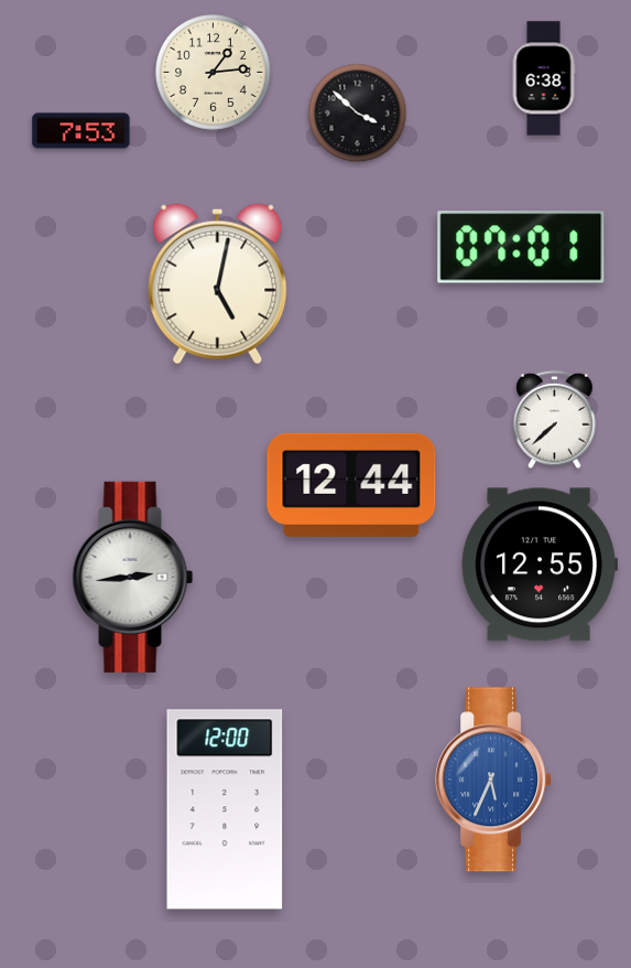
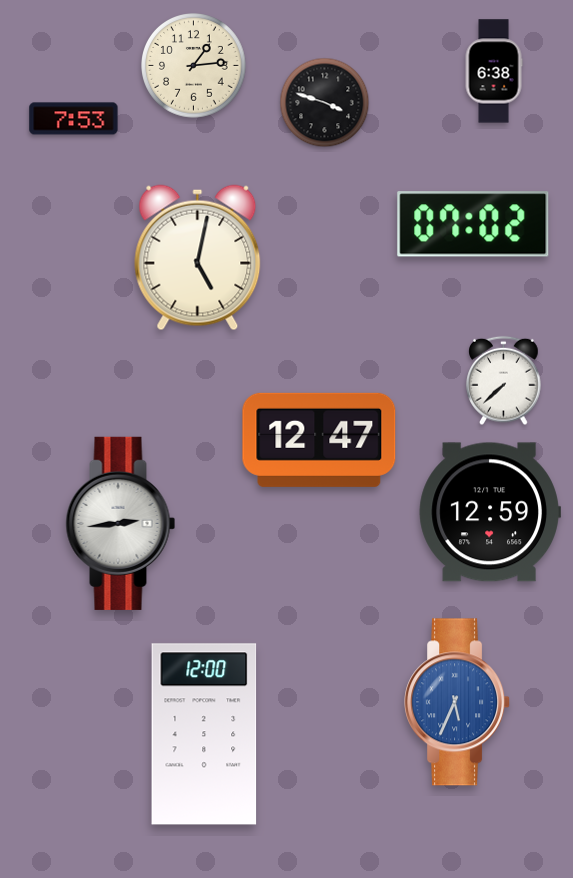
clock at (358, 114): 3:52 -> 3:48
clock at (521, 247): 07:01 -> 07:02
clock at (351, 485): 12:44 -> 12:47
clock at (540, 564): 12:55 -> 12:59
clock at (494, 779) position: (494, 779) -> (458, 702)
